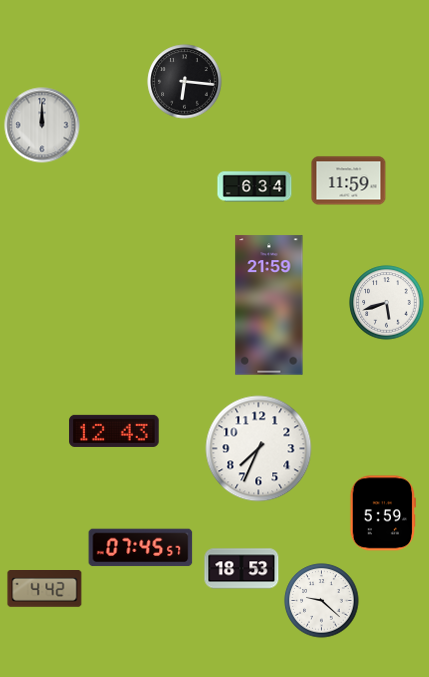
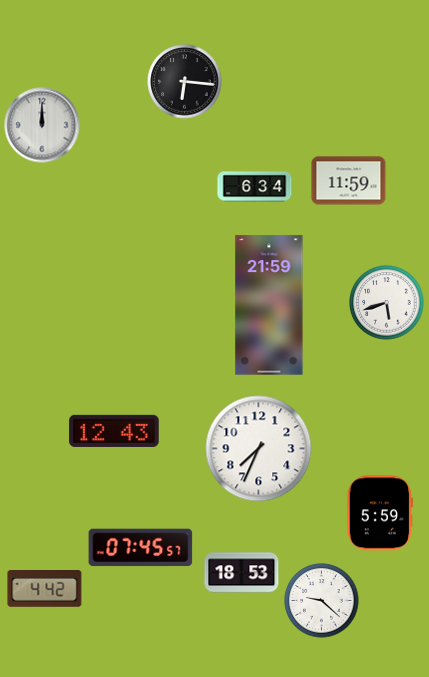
clock at (383, 513) position: (383, 513) -> (380, 513)
clock at (242, 569) position: (242, 569) -> (242, 573)
